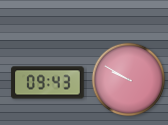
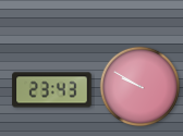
clock at (48, 83): 09:43 -> 23:43
